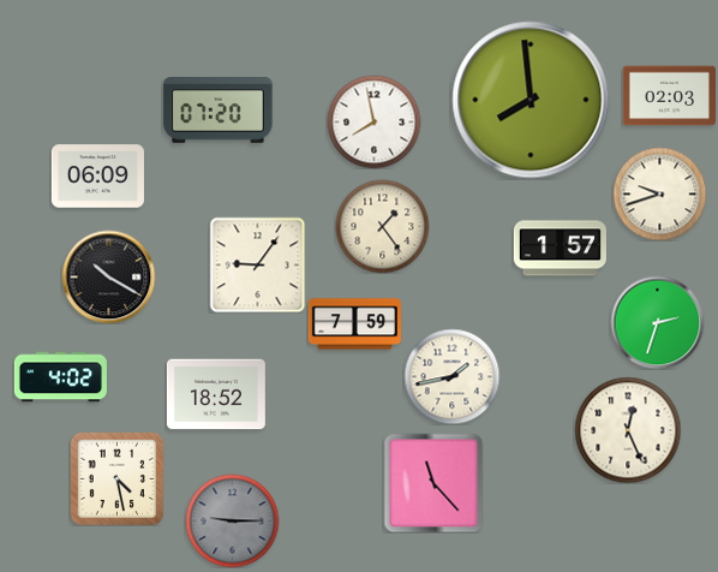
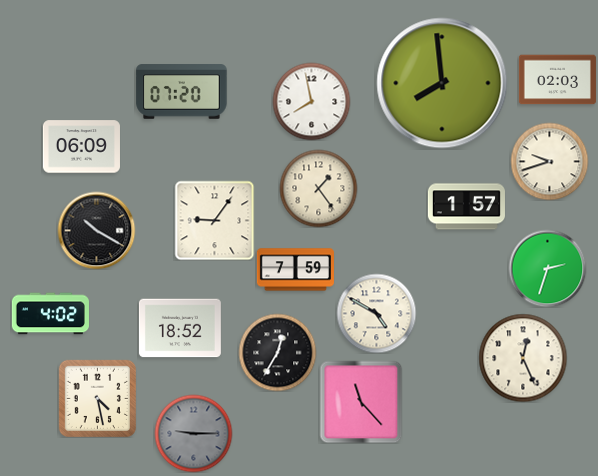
clock at (108, 276) position: (108, 276) -> (96, 230)
clock at (451, 376): 1:43 -> 4:50
clock at (277, 352): none -> 12:35
